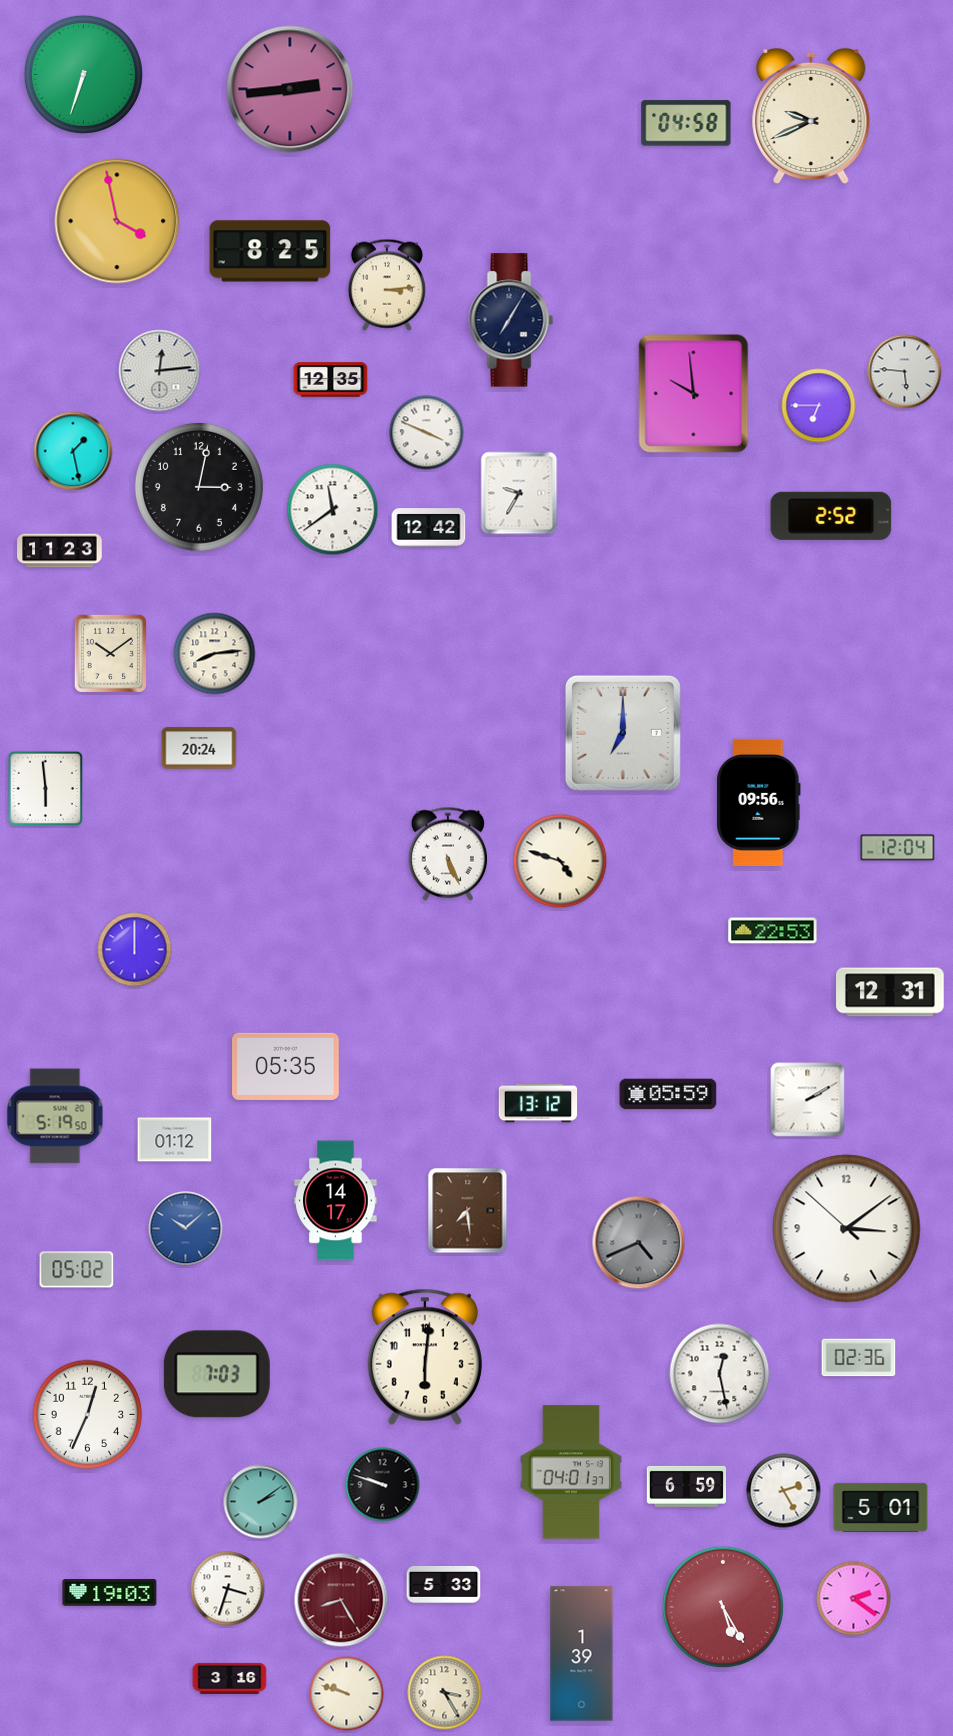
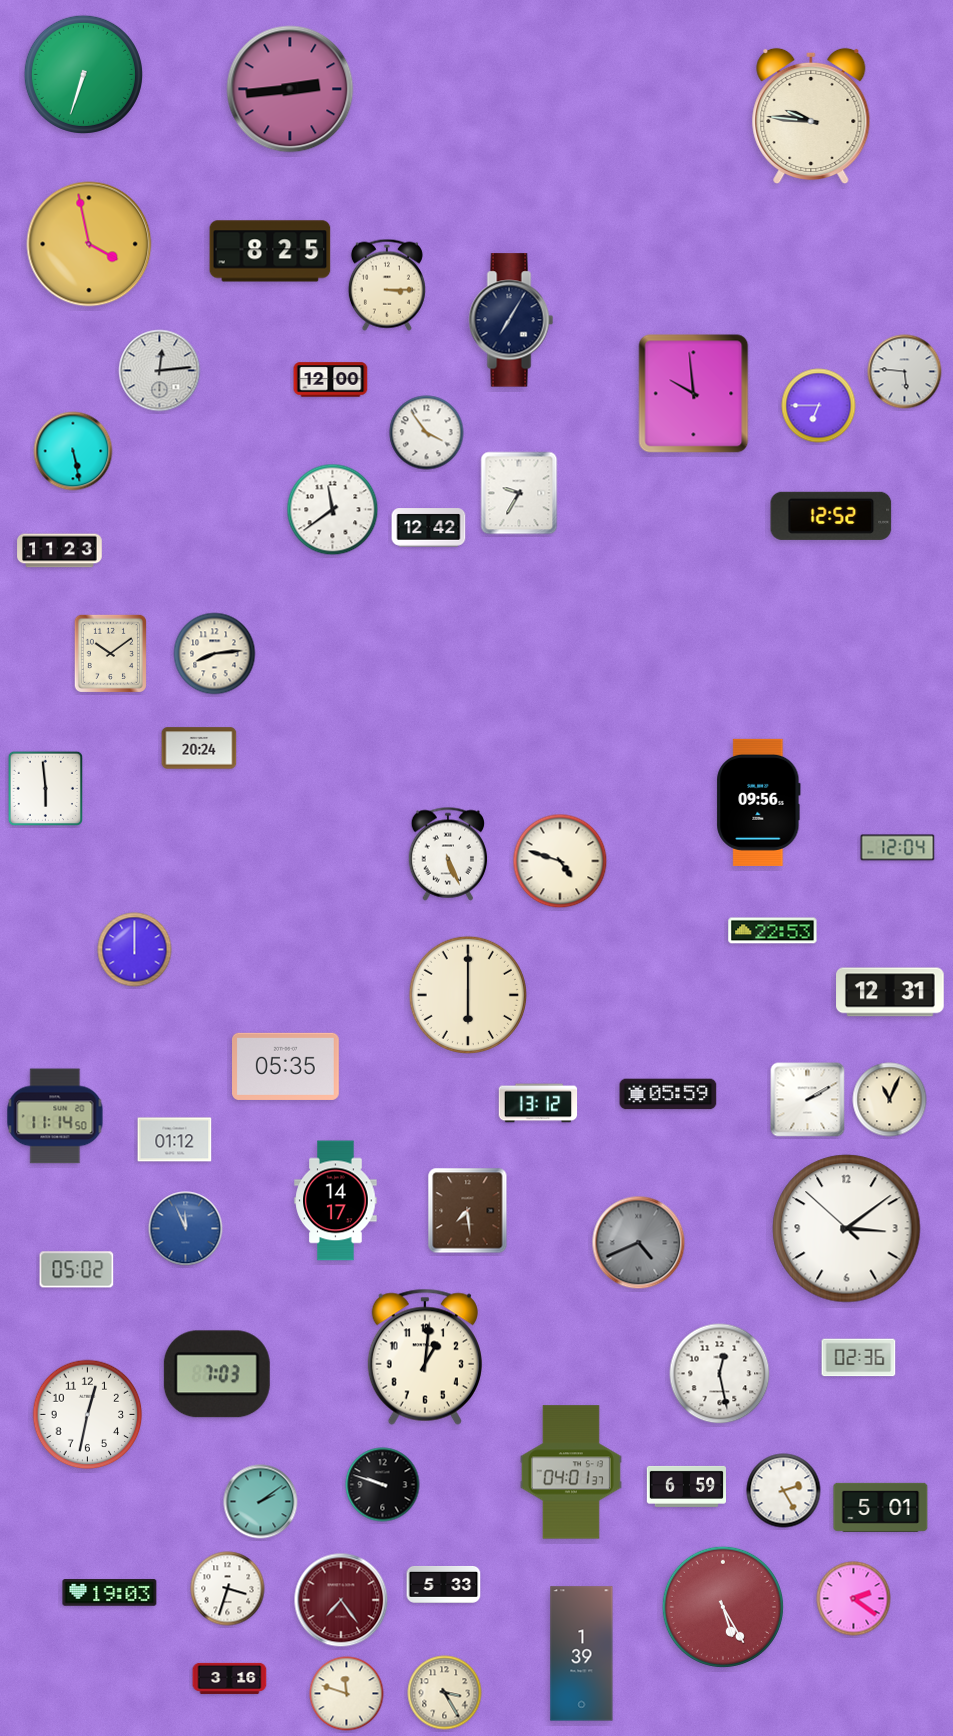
clock at (811, 116): 9:41 -> 9:46
clock at (686, 123): 04:58 -> none
clock at (117, 221) position: (117, 221) -> (89, 244)
clock at (387, 285): 3:14 -> 3:15
clock at (331, 380): 12:35 -> 12:00
clock at (427, 433): 3:49 -> 3:54
clock at (73, 451): 1:28 -> 5:28
clock at (199, 487): 3:02 -> none
clock at (831, 516): 2:52 -> 12:52
clock at (623, 733): 7:00 -> none
clock at (468, 995): none -> 6:00
clock at (890, 1100): none -> 11:04
clock at (55, 1116): 5:19 -> 11:14
clock at (186, 1229): 10:08 -> 11:56
clock at (425, 1357): 6:01 -> 1:01
clock at (88, 1415): 12:34 -> 12:32
clock at (341, 1600): 8:25 -> 7:24
clock at (347, 1694): 9:48 -> 11:48
